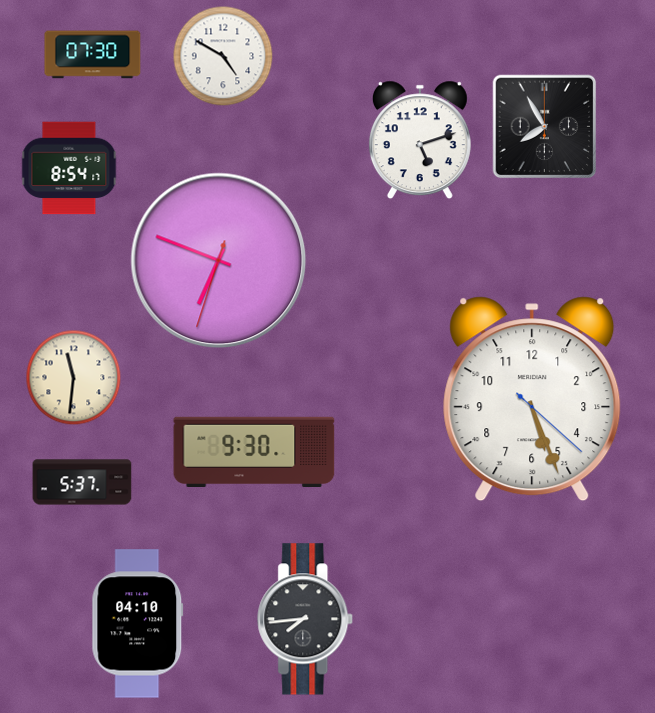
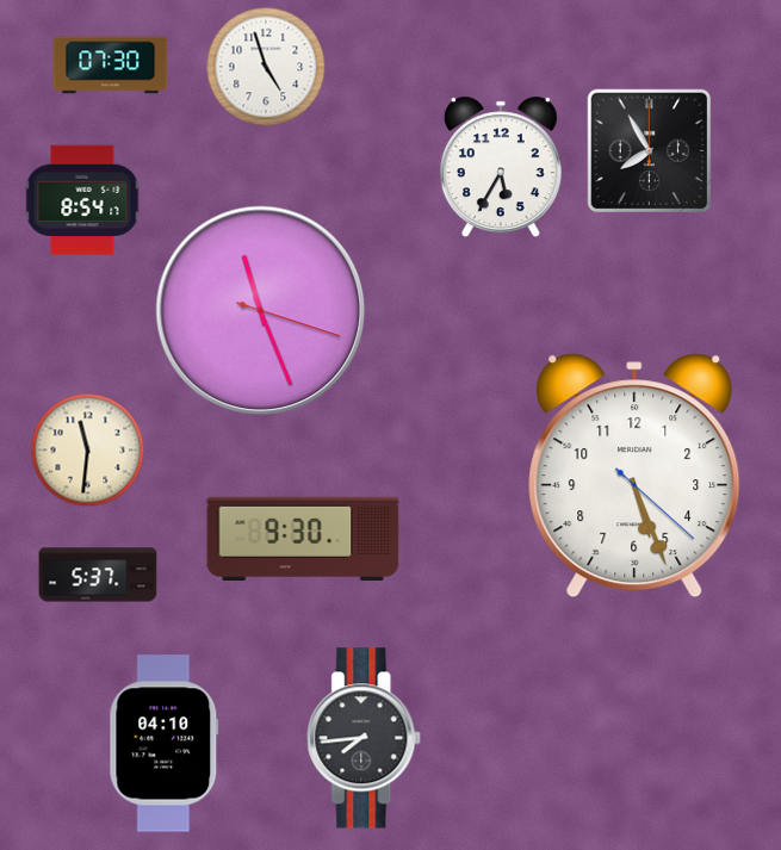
clock at (223, 56): 4:50 -> 4:57
clock at (420, 140): 5:12 -> 5:35
clock at (219, 261): 6:48 -> 11:26
